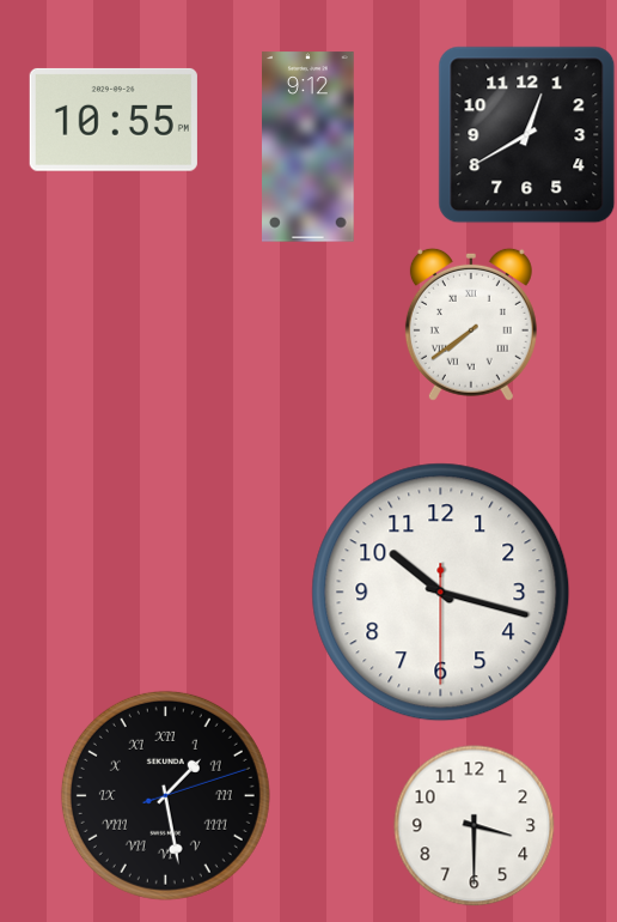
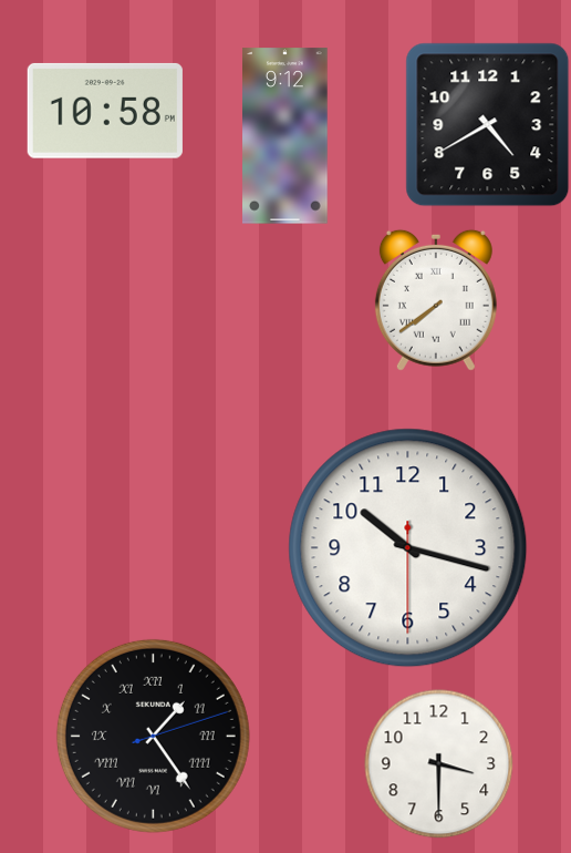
clock at (114, 120): 10:55 -> 10:58
clock at (527, 135): 12:40 -> 4:40
clock at (165, 795): 1:28 -> 1:24
